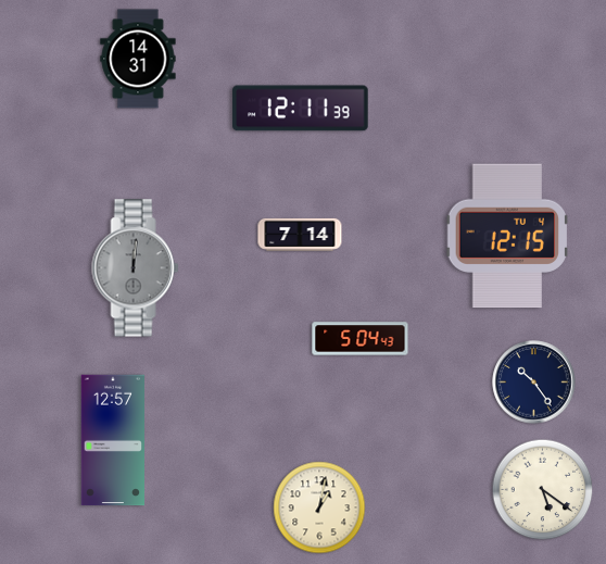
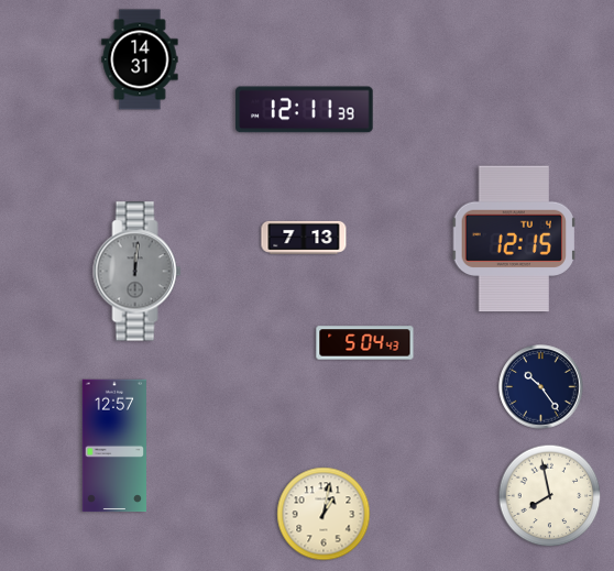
clock at (300, 235): 7:14 -> 7:13
clock at (543, 490): 5:21 -> 7:58
